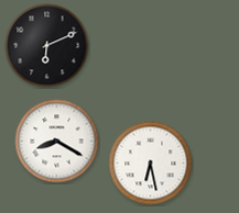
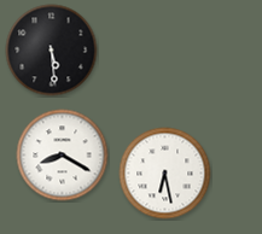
clock at (47, 46): 6:11 -> 5:29
clock at (151, 164) position: (151, 164) -> (165, 174)
